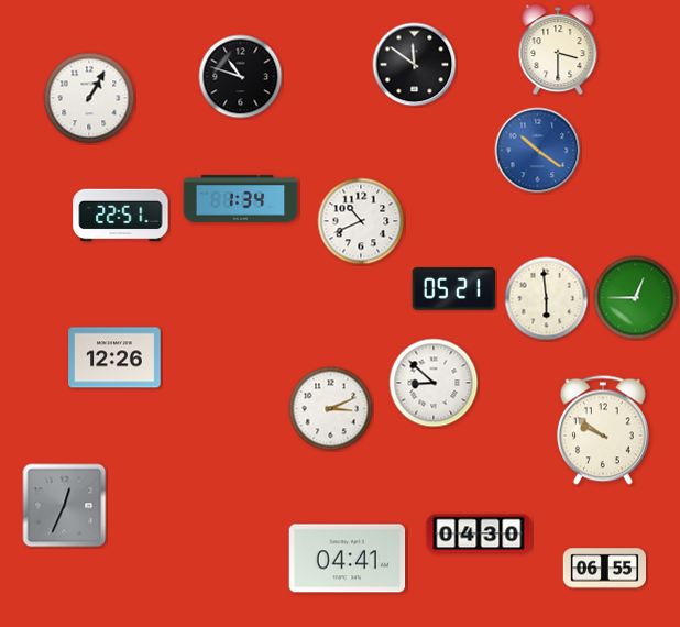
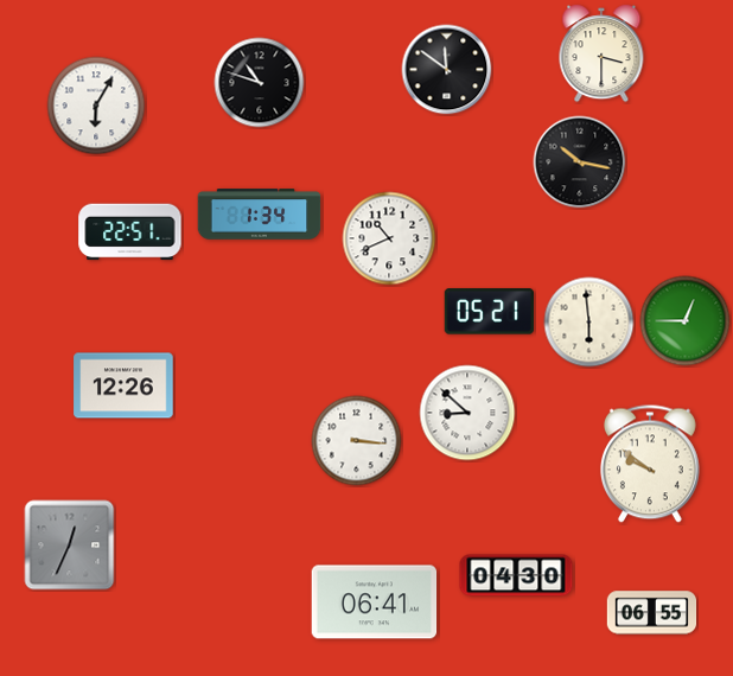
clock at (89, 98): 1:05 -> 6:05
clock at (538, 151): 10:21 -> 10:17
clock at (538, 151) dial: blue -> black
clock at (331, 409): 3:11 -> 3:16
clock at (348, 559): 04:41 -> 06:41
